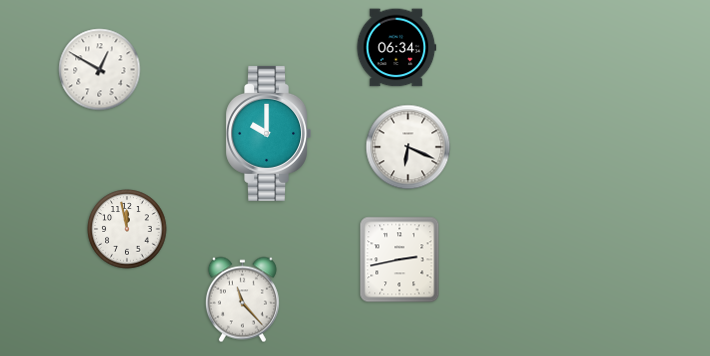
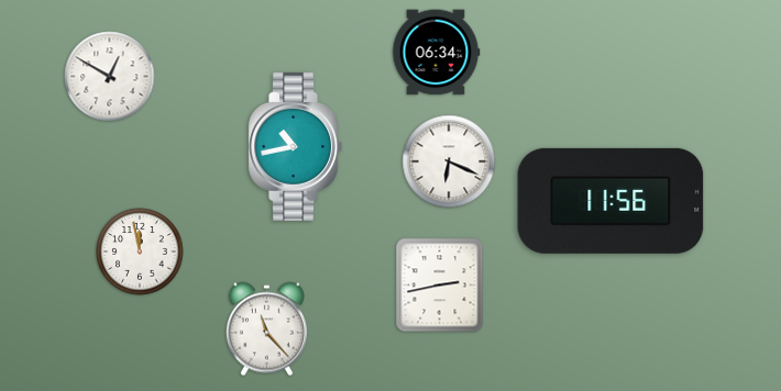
clock at (268, 133): 10:00 -> 10:43
clock at (610, 201): none -> 11:56
